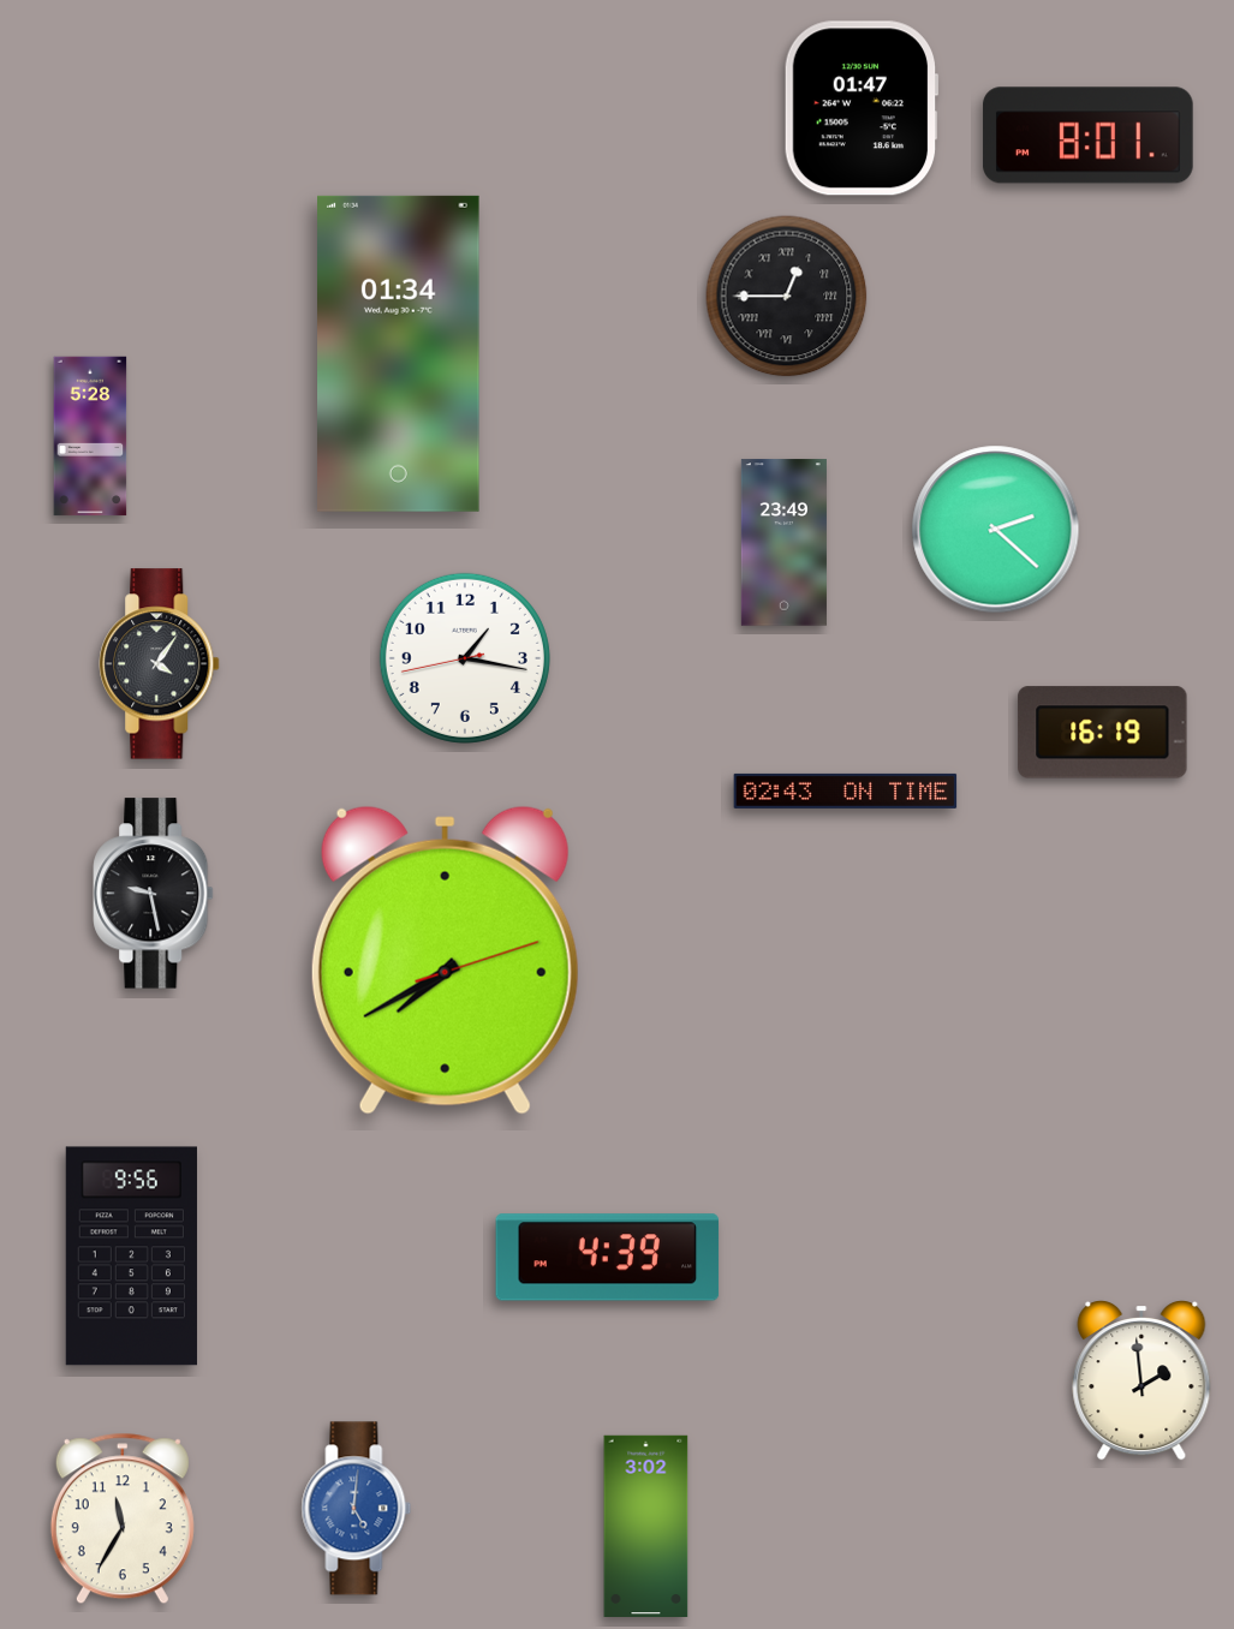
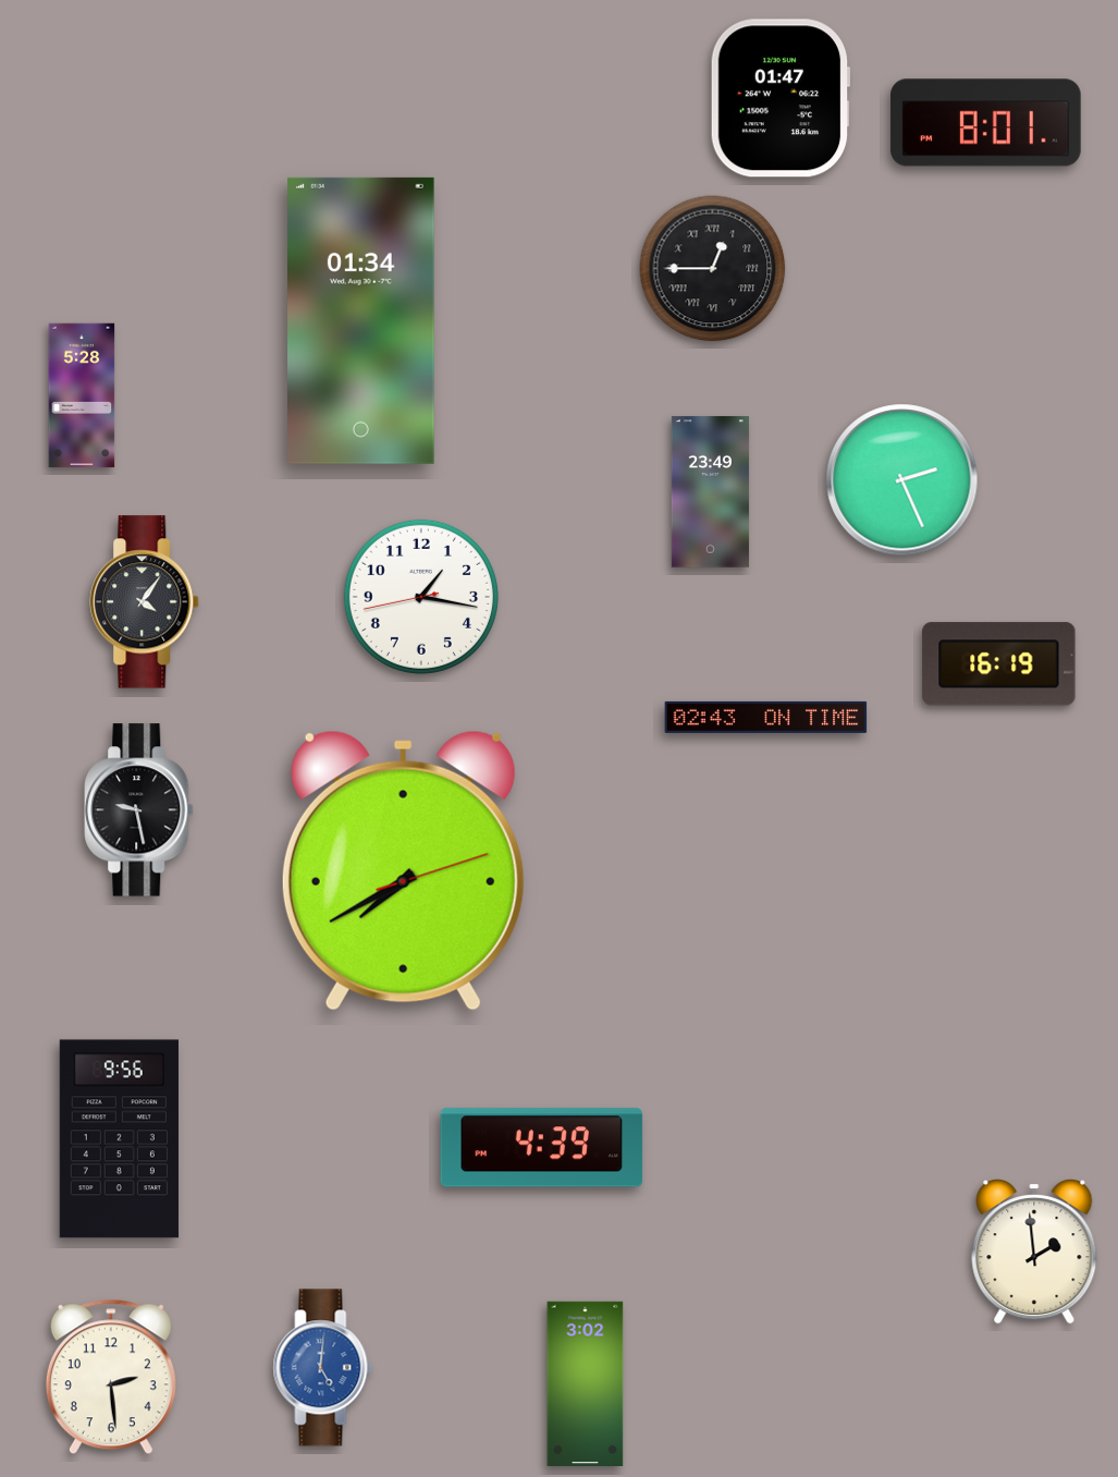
clock at (996, 530): 2:22 -> 2:26
clock at (608, 1258) position: (608, 1258) -> (542, 1148)
clock at (123, 1518): 11:35 -> 2:29
